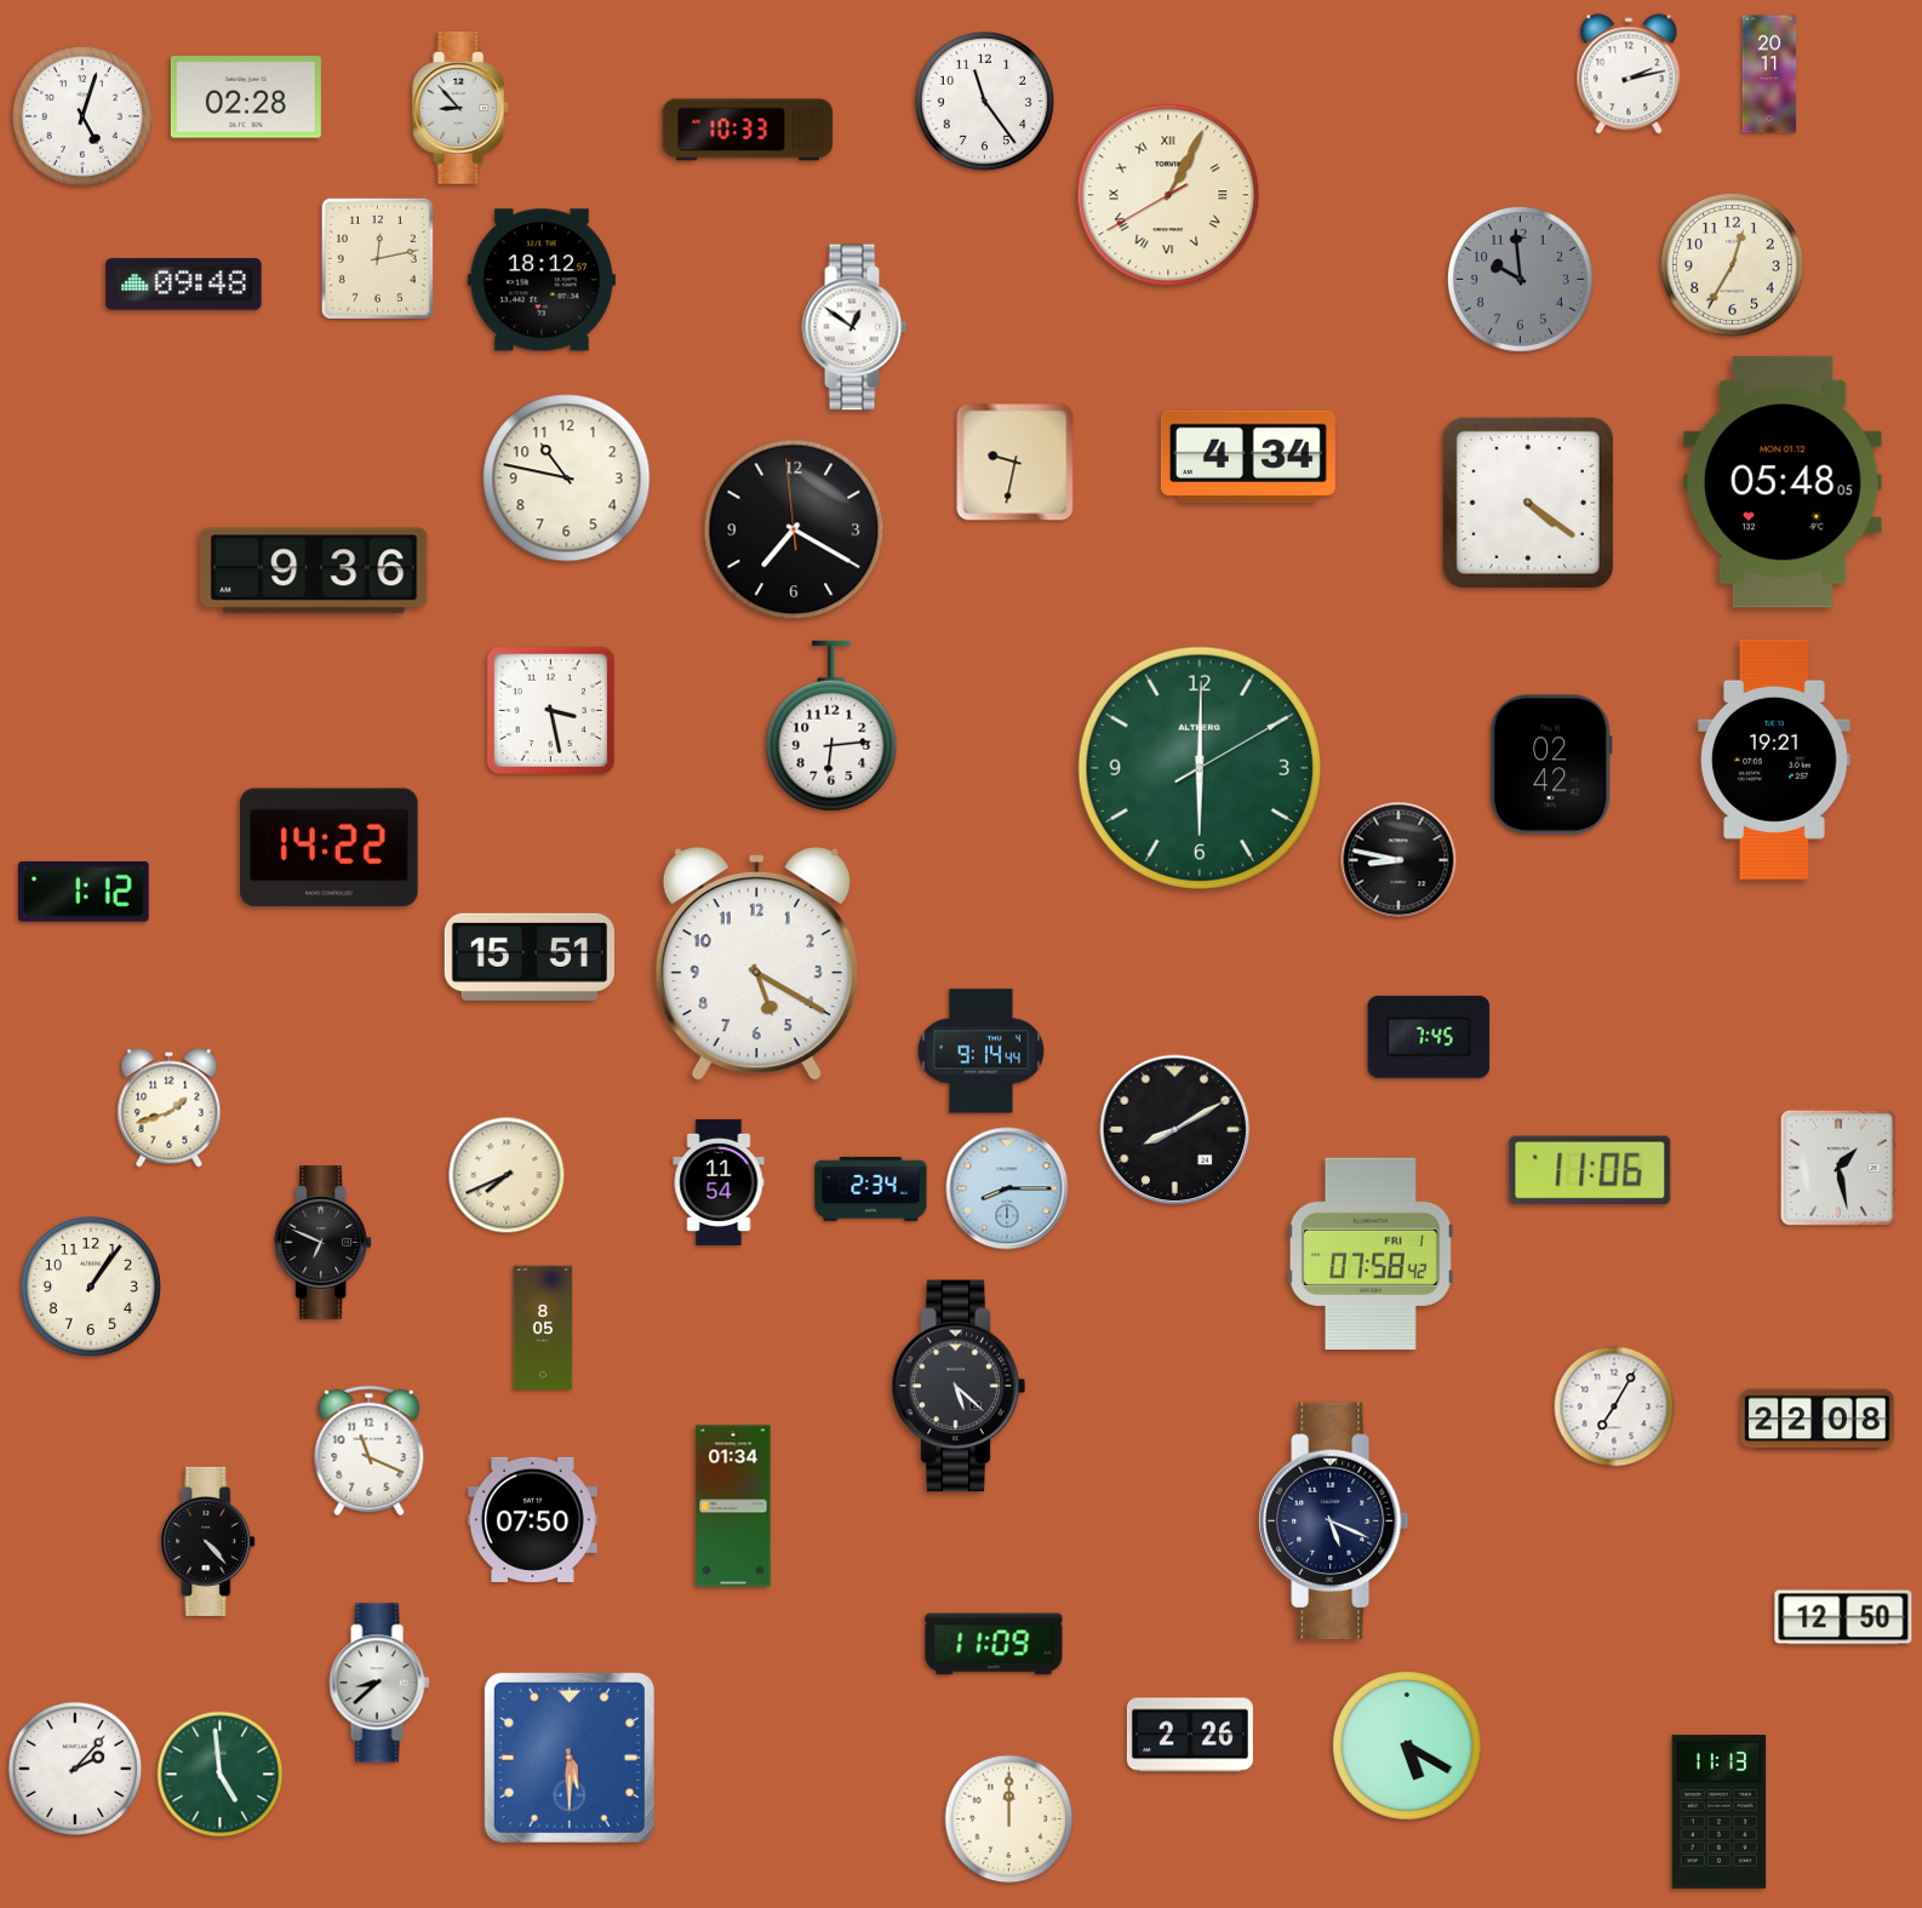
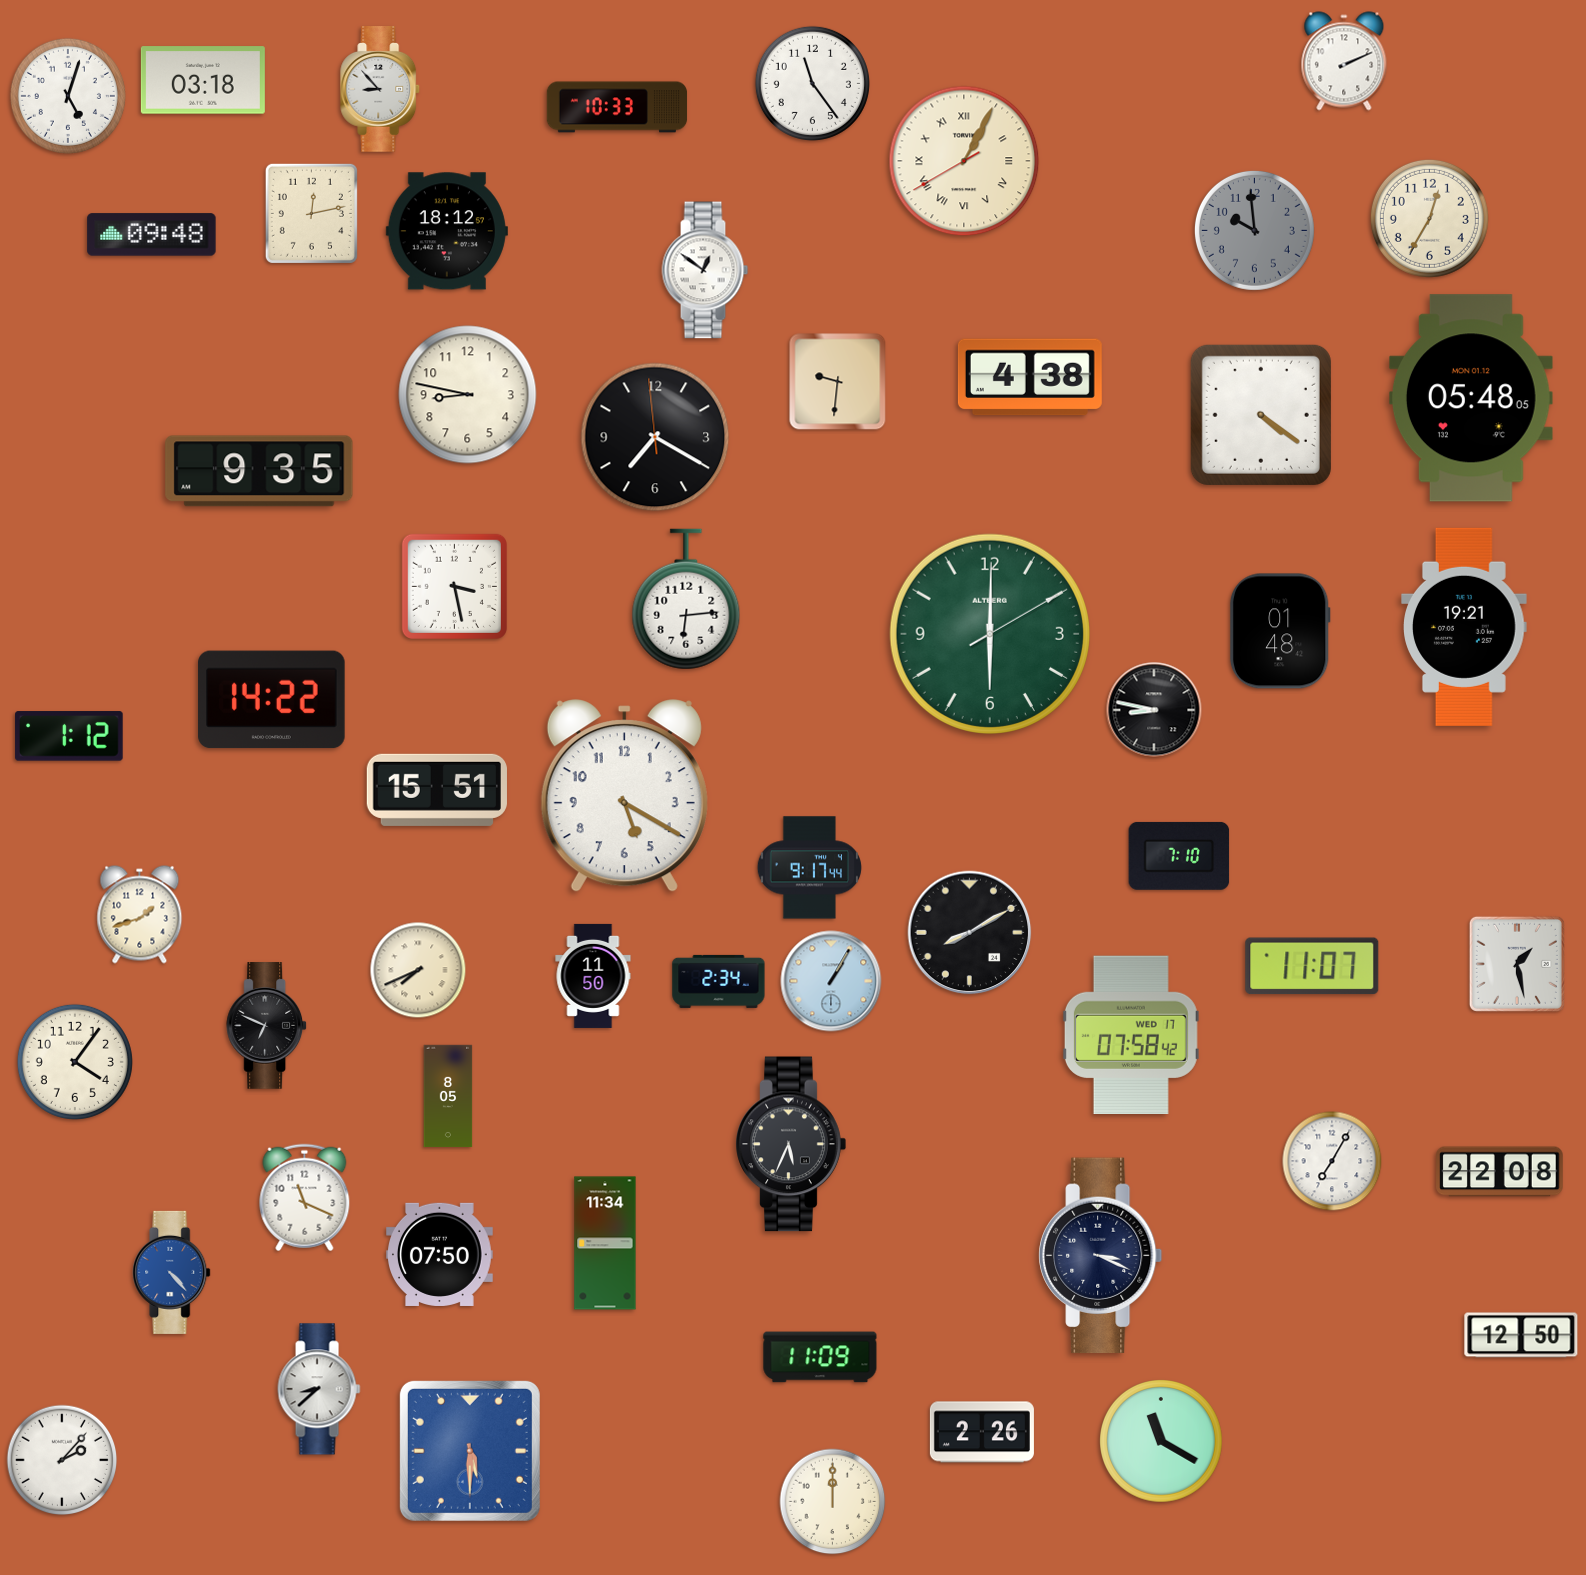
clock at (1629, 74): 2:13 -> 2:11
clock at (1769, 74): 20:11 -> none
clock at (246, 97): 02:28 -> 03:18
clock at (1248, 457): 4:34 -> 4:38
clock at (1016, 463): 9:32 -> 9:31
clock at (567, 479): 10:47 -> 8:47
clock at (314, 571): 9:36 -> 9:35
clock at (1551, 764): 02:42 -> 01:48
clock at (1429, 1037): 7:45 -> 7:10
clock at (980, 1052): 9:14 -> 9:17
clock at (1590, 1170): 11:06 -> 11:07
clock at (719, 1182): 11:54 -> 11:50
clock at (1007, 1188): 8:15 -> 1:05
clock at (1371, 1253) date: FRI 1 -> WED 17
clock at (91, 1287): 1:06 -> 4:06
clock at (959, 1386): 5:22 -> 5:34
clock at (733, 1506): 01:34 -> 11:34
clock at (1334, 1522): 5:19 -> 3:19
clock at (208, 1541) dial: black -> blue
clock at (379, 1683) position: (379, 1683) -> (319, 1389)
clock at (1408, 1747): 5:20 -> 11:20
clock at (221, 1775): 4:59 -> none
clock at (1720, 1812): 11:13 -> none
